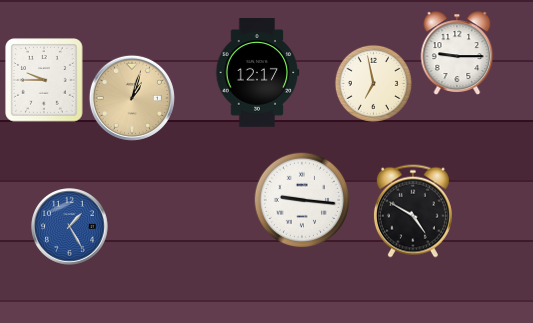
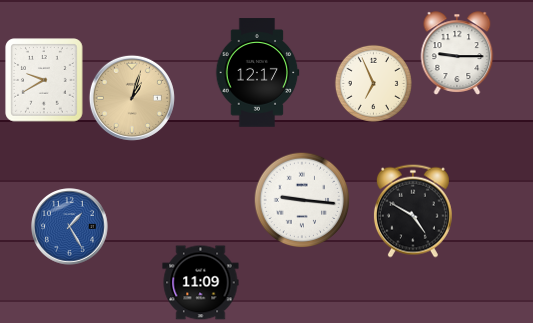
clock at (44, 80): 9:45 -> 9:40
clock at (373, 83): 6:58 -> 6:56
clock at (201, 283): none -> 11:09
